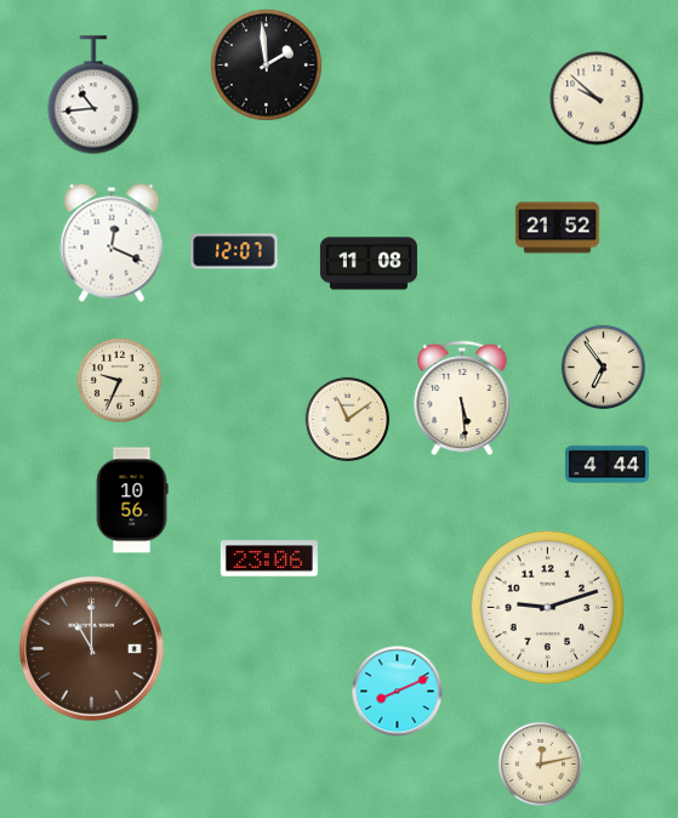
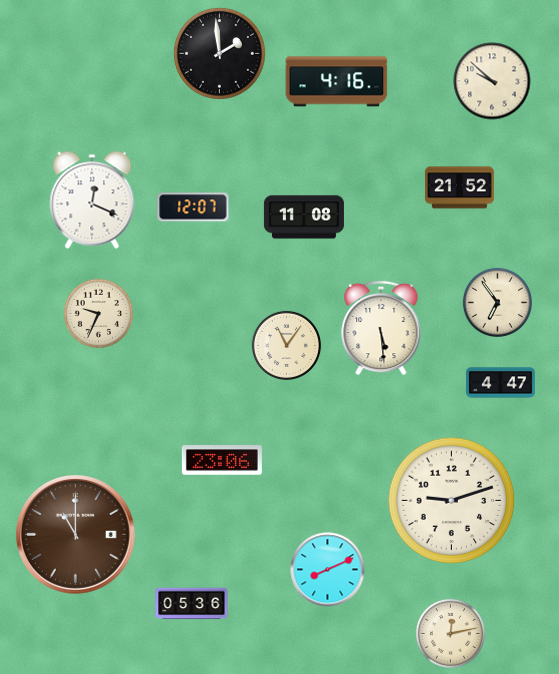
clock at (93, 95): 10:44 -> none
clock at (337, 82): none -> 4:16
clock at (347, 419): 11:09 -> 11:06
clock at (608, 465): 4:44 -> 4:47
clock at (132, 500): 10:56 -> none
clock at (192, 604): none -> 05:36
clock at (540, 763) position: (540, 763) -> (450, 633)
